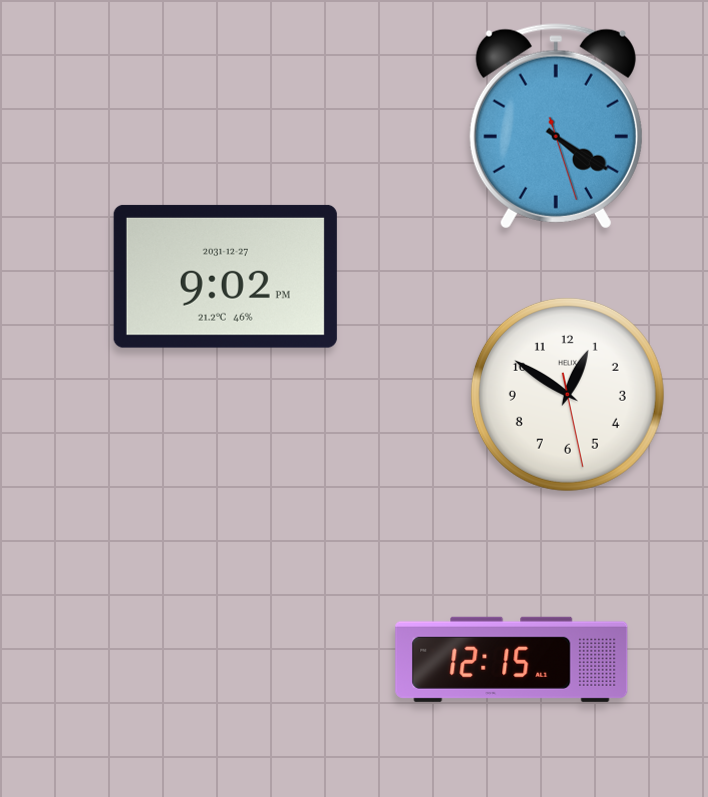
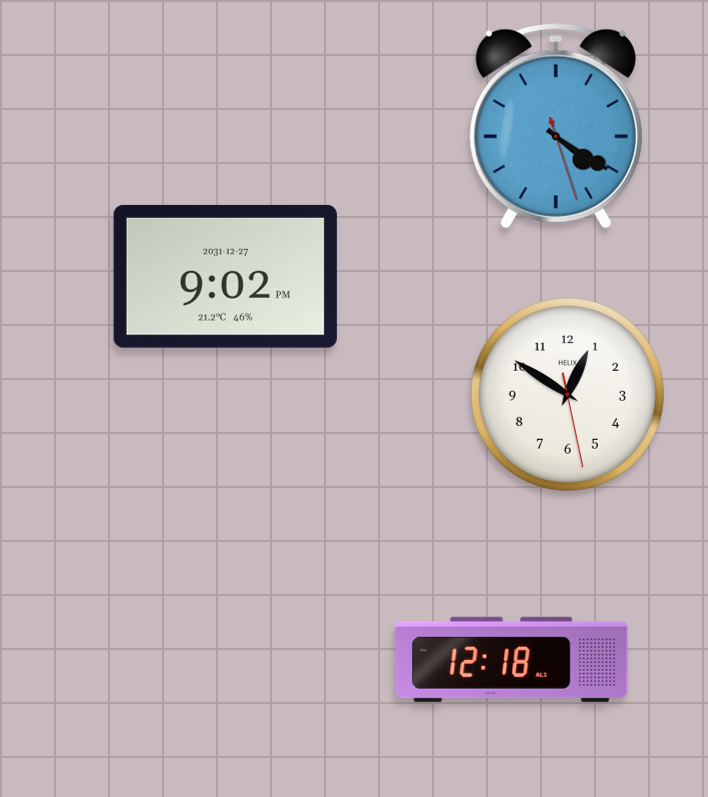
clock at (512, 659): 12:15 -> 12:18
